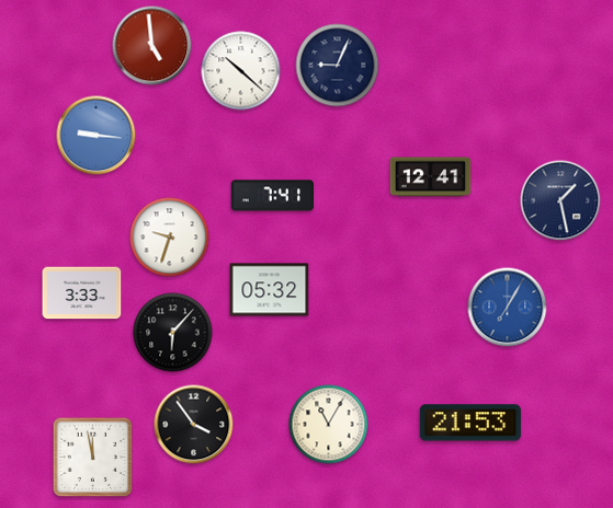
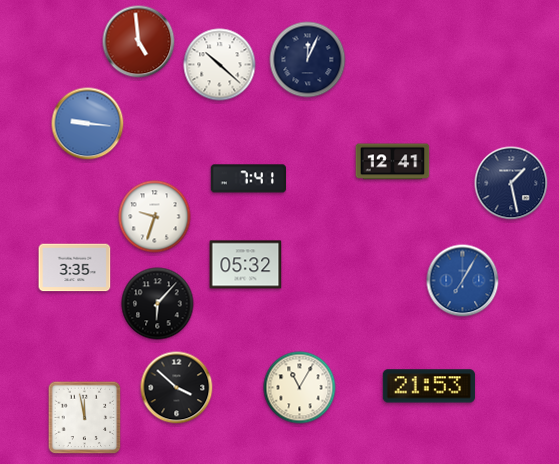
clock at (338, 66): 9:04 -> 12:04
clock at (82, 293): 3:33 -> 3:35
clock at (194, 425): 3:54 -> 3:52
